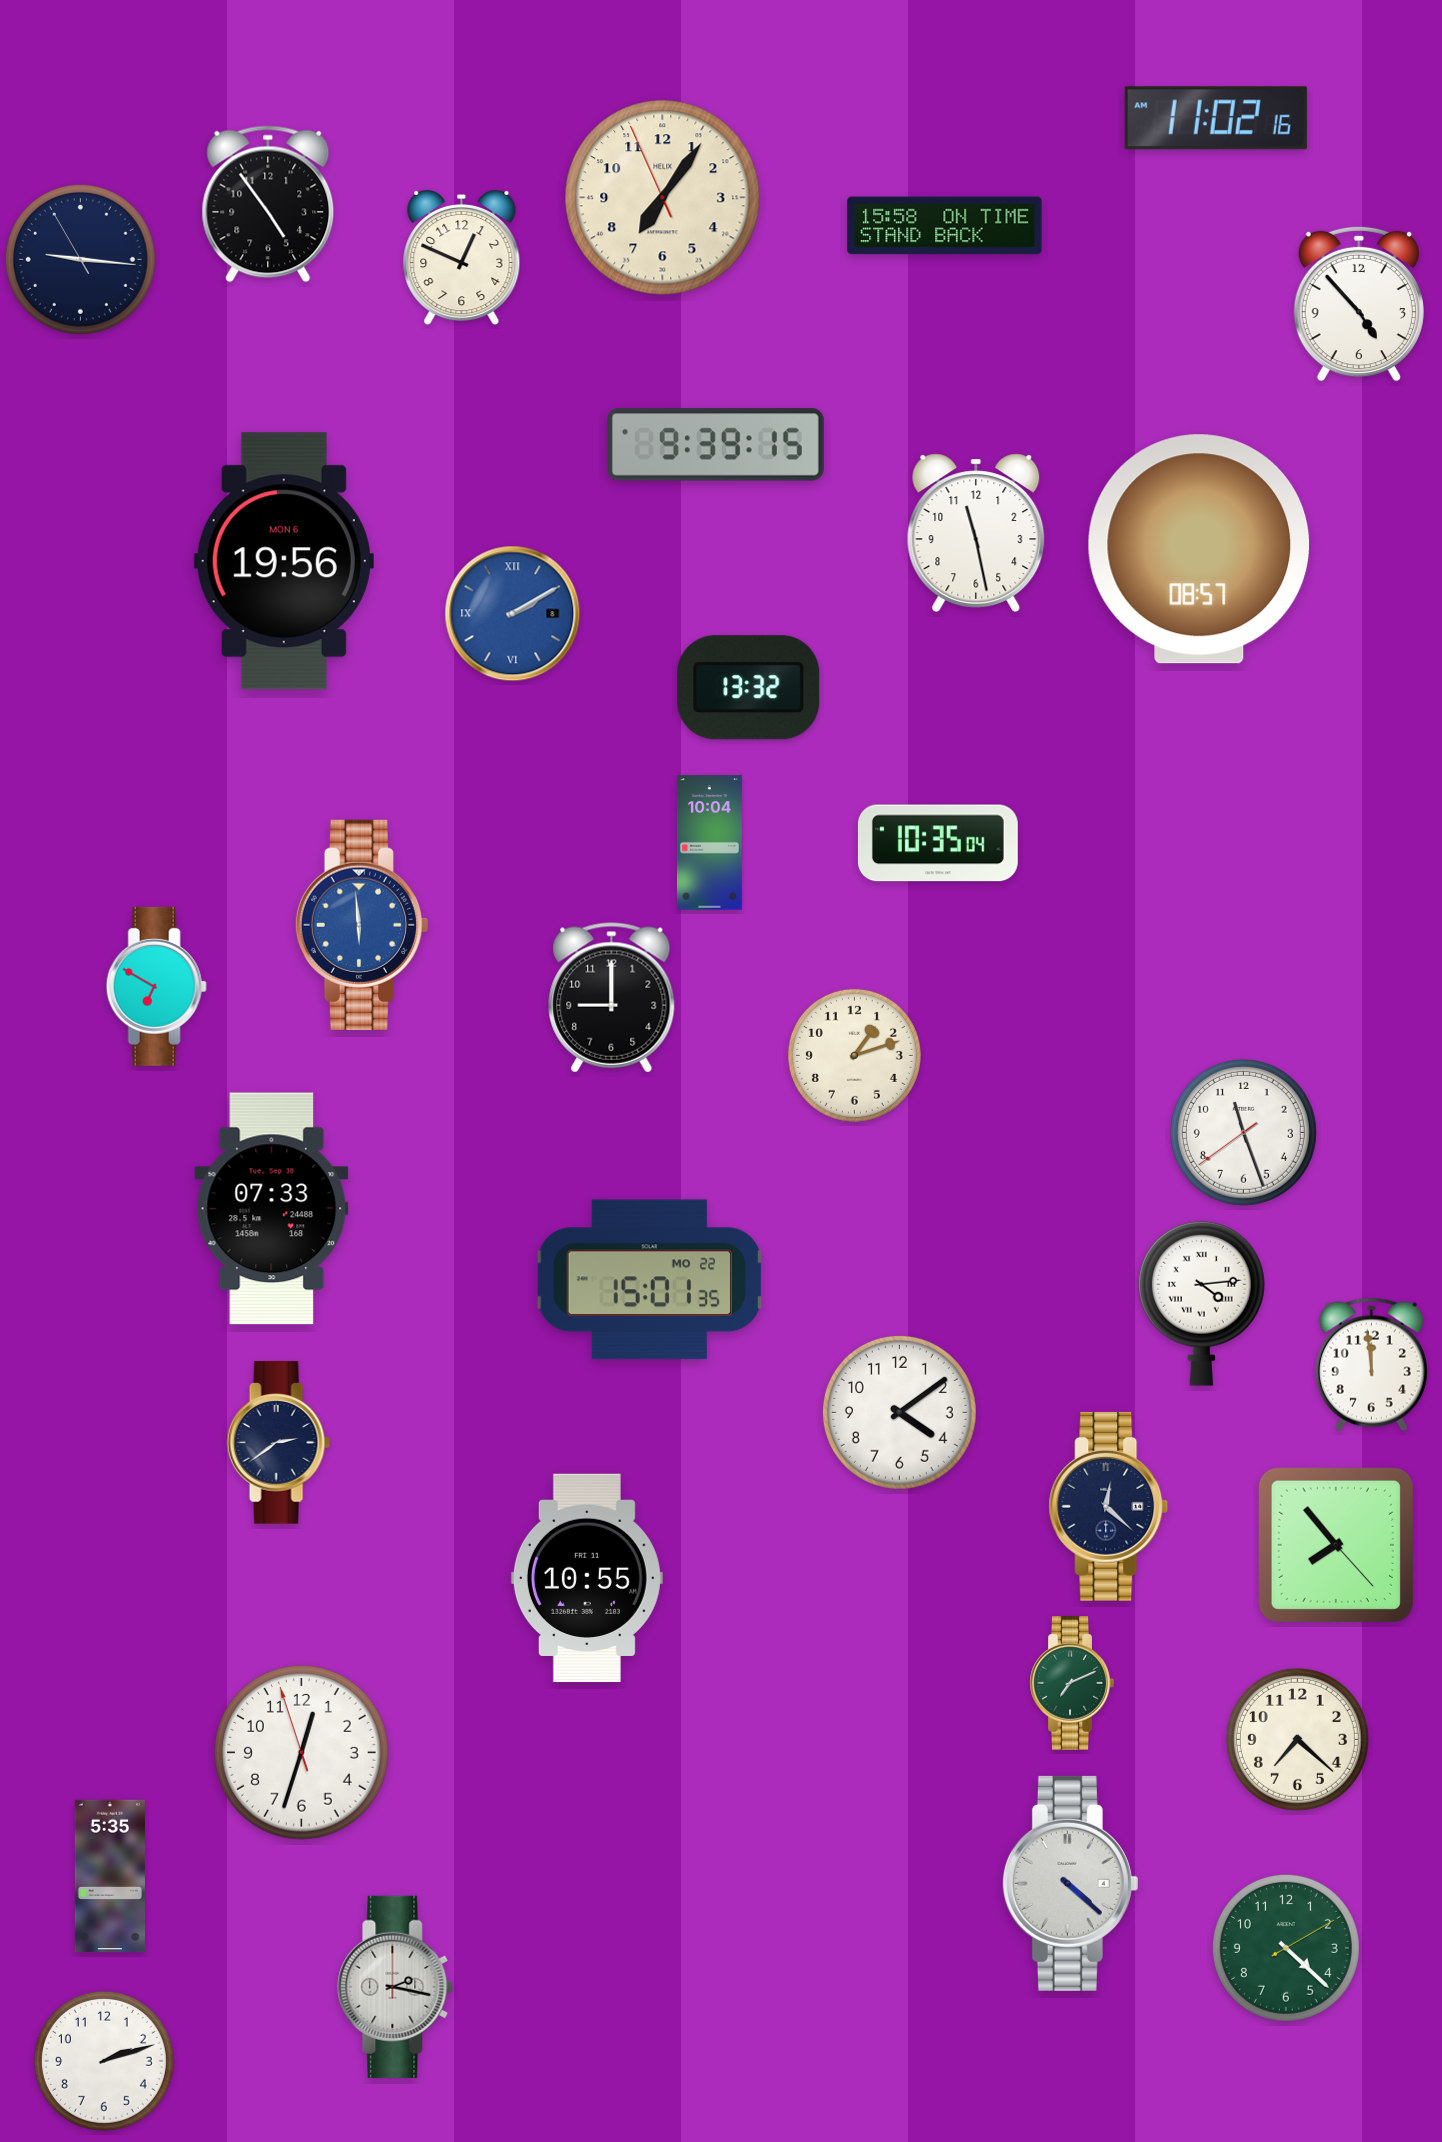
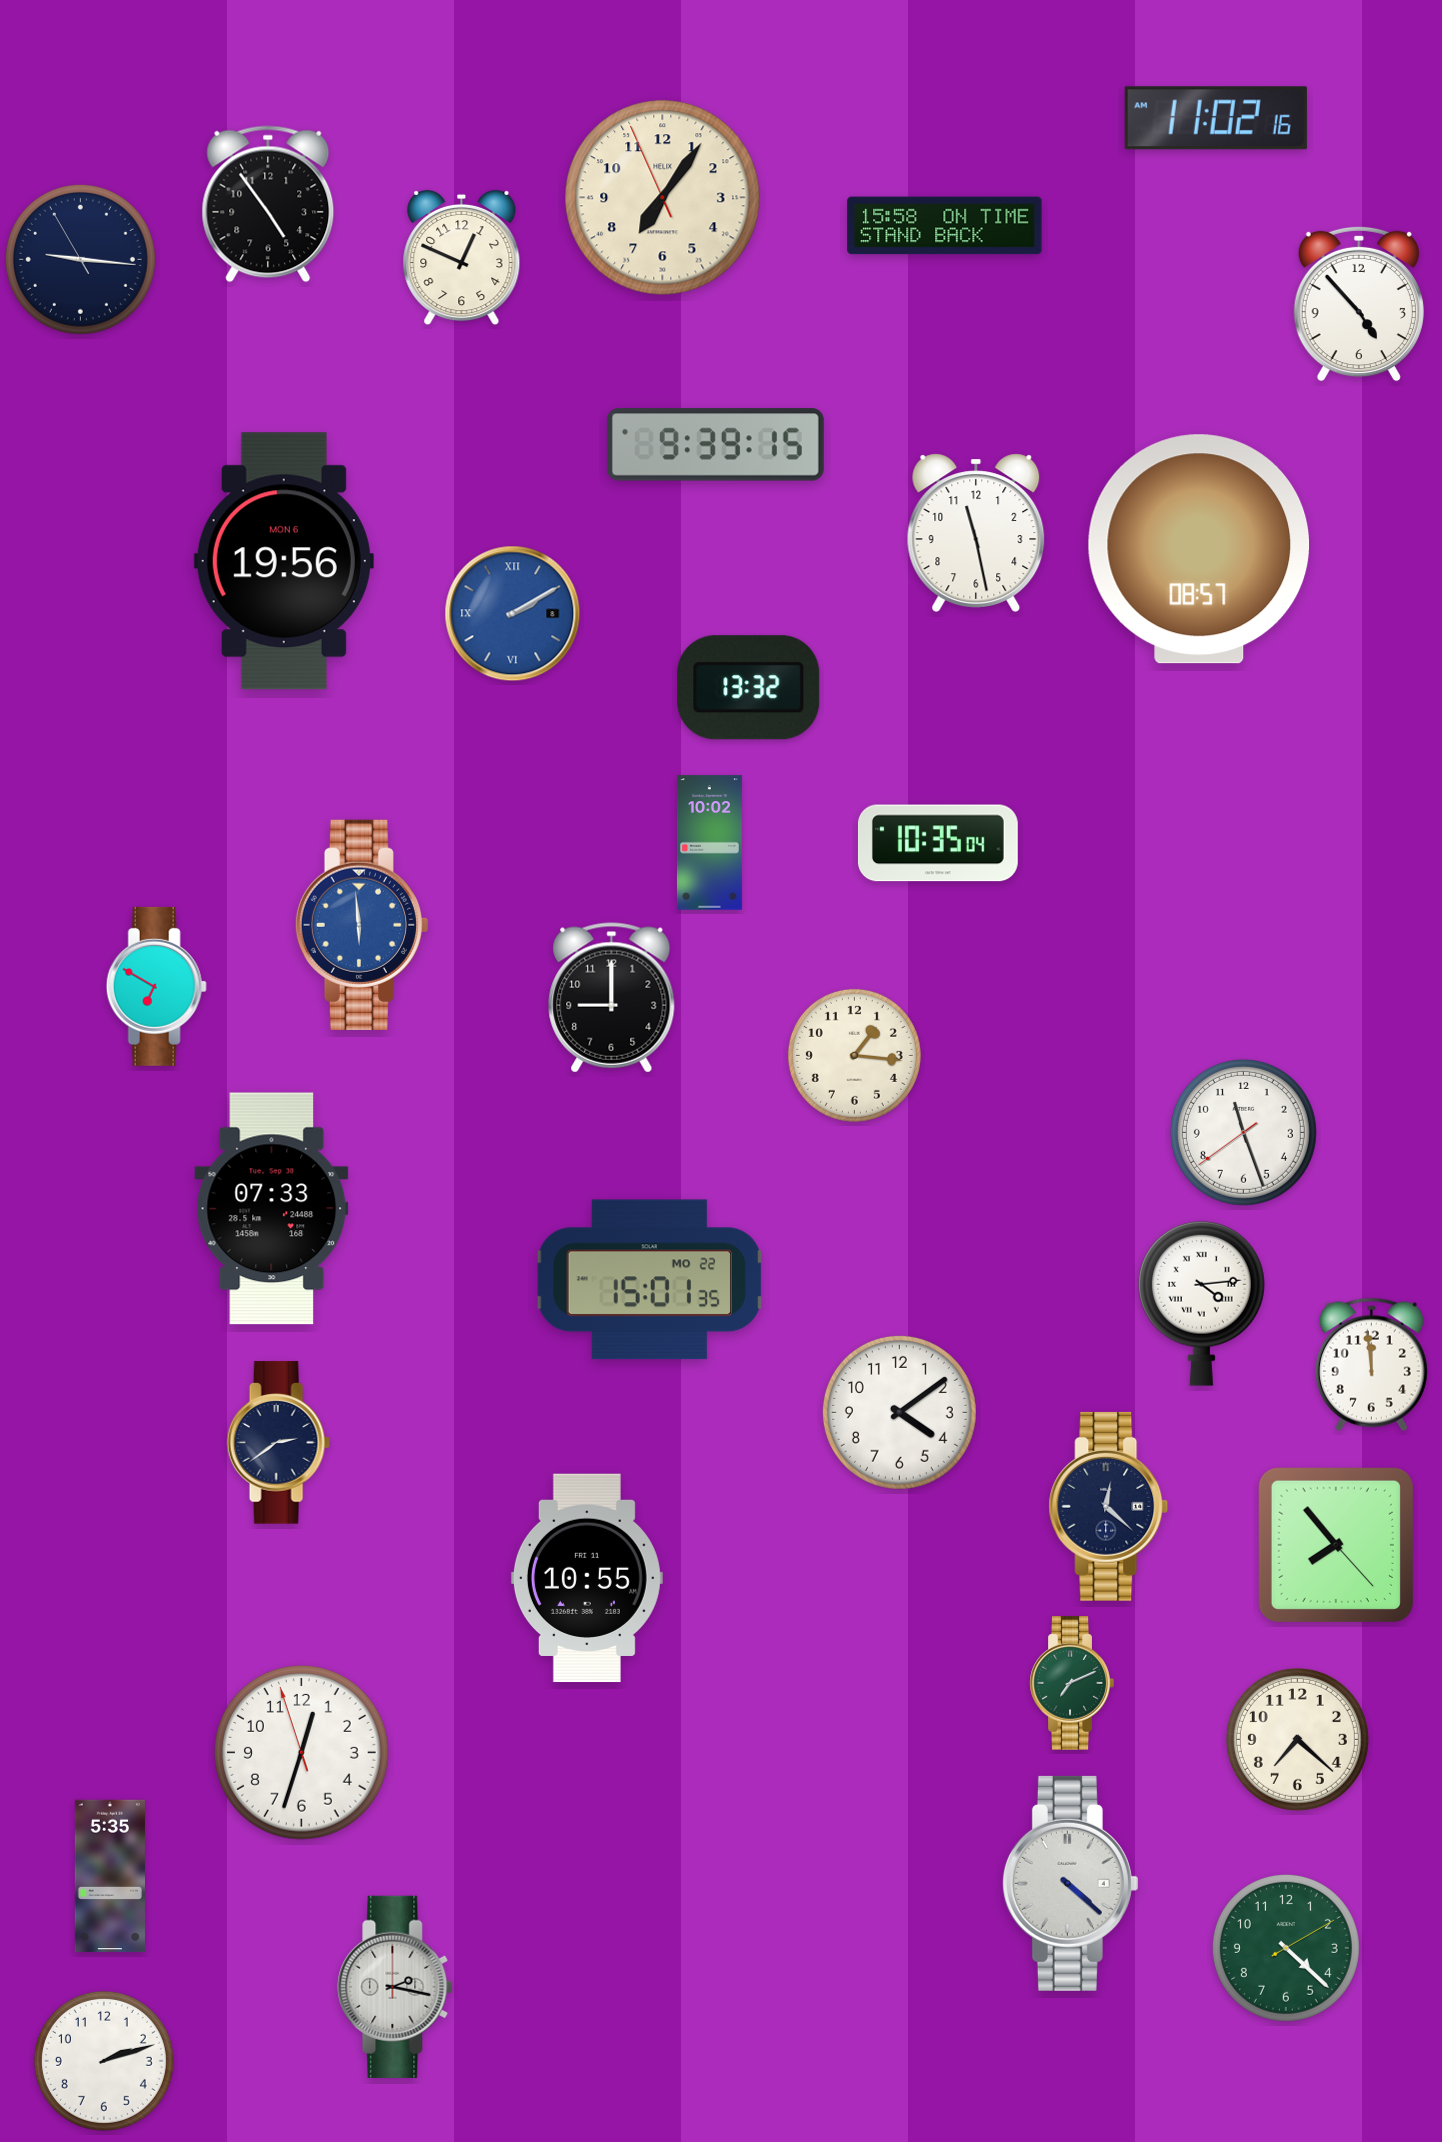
clock at (709, 843): 10:04 -> 10:02
clock at (854, 1055): 1:12 -> 1:16
